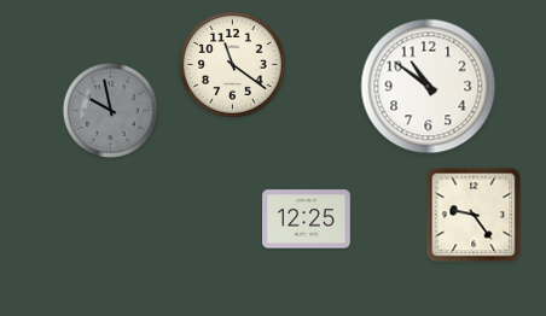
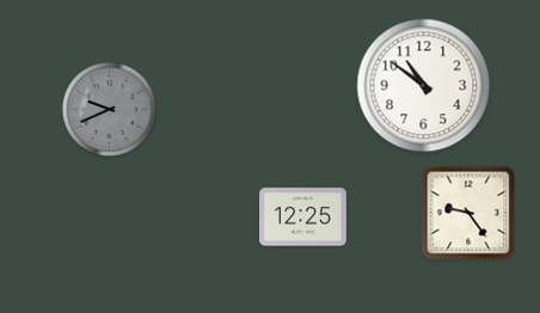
clock at (233, 65): 11:21 -> none
clock at (110, 110): 9:58 -> 9:41
